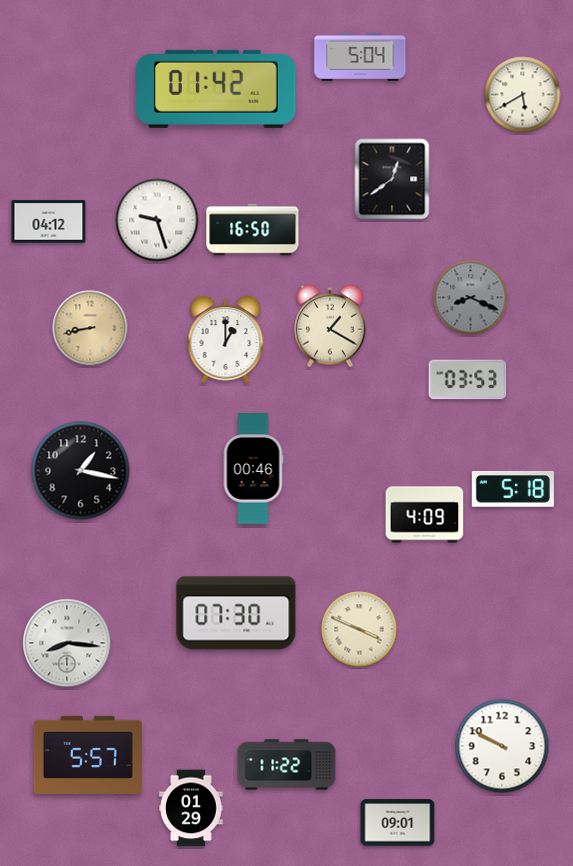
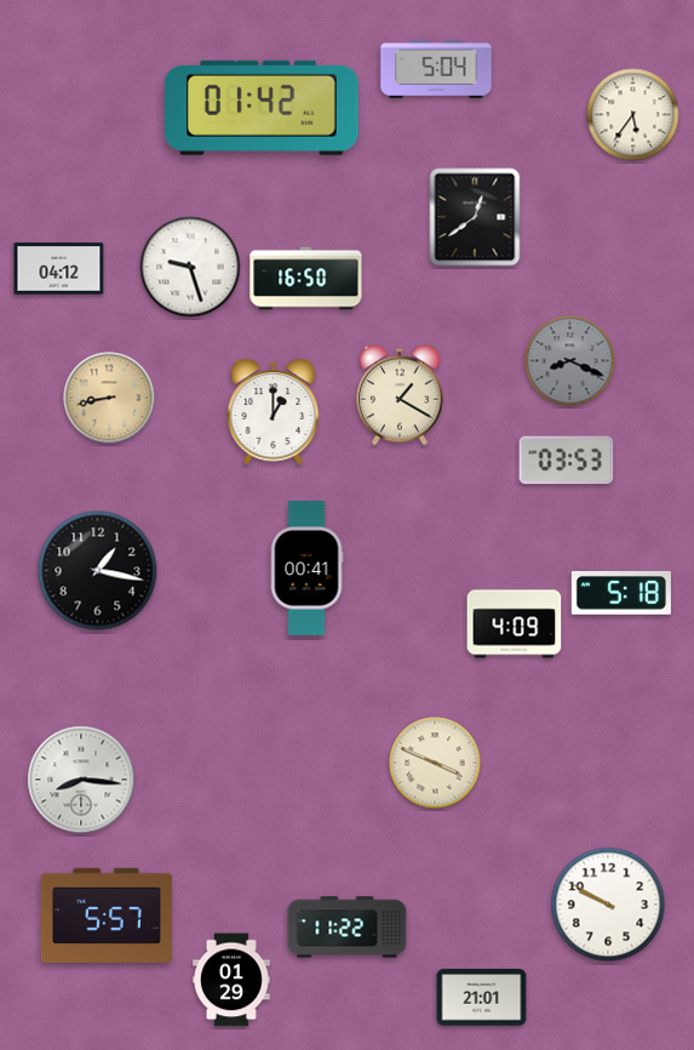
clock at (523, 95): 5:40 -> 5:36
clock at (253, 469): 00:46 -> 00:41
clock at (236, 613): 07:30 -> none
clock at (398, 823): 09:01 -> 21:01
